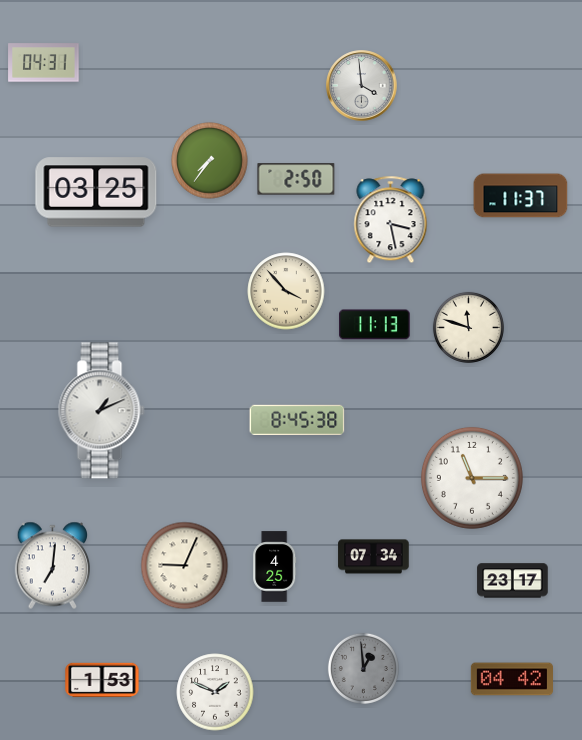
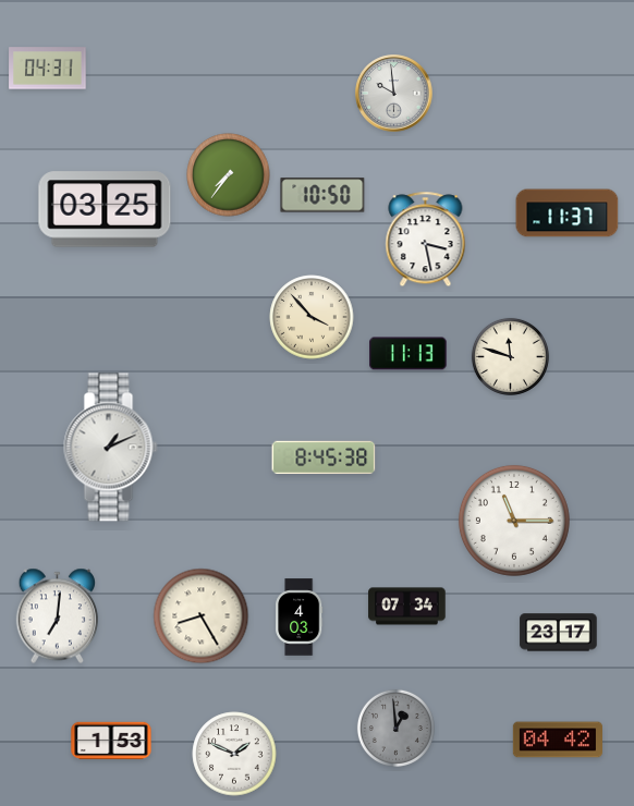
clock at (362, 86): 3:59 -> 9:59
clock at (296, 179): 2:50 -> 10:50
clock at (185, 566): 9:04 -> 8:25
clock at (275, 567): 4:25 -> 4:03
